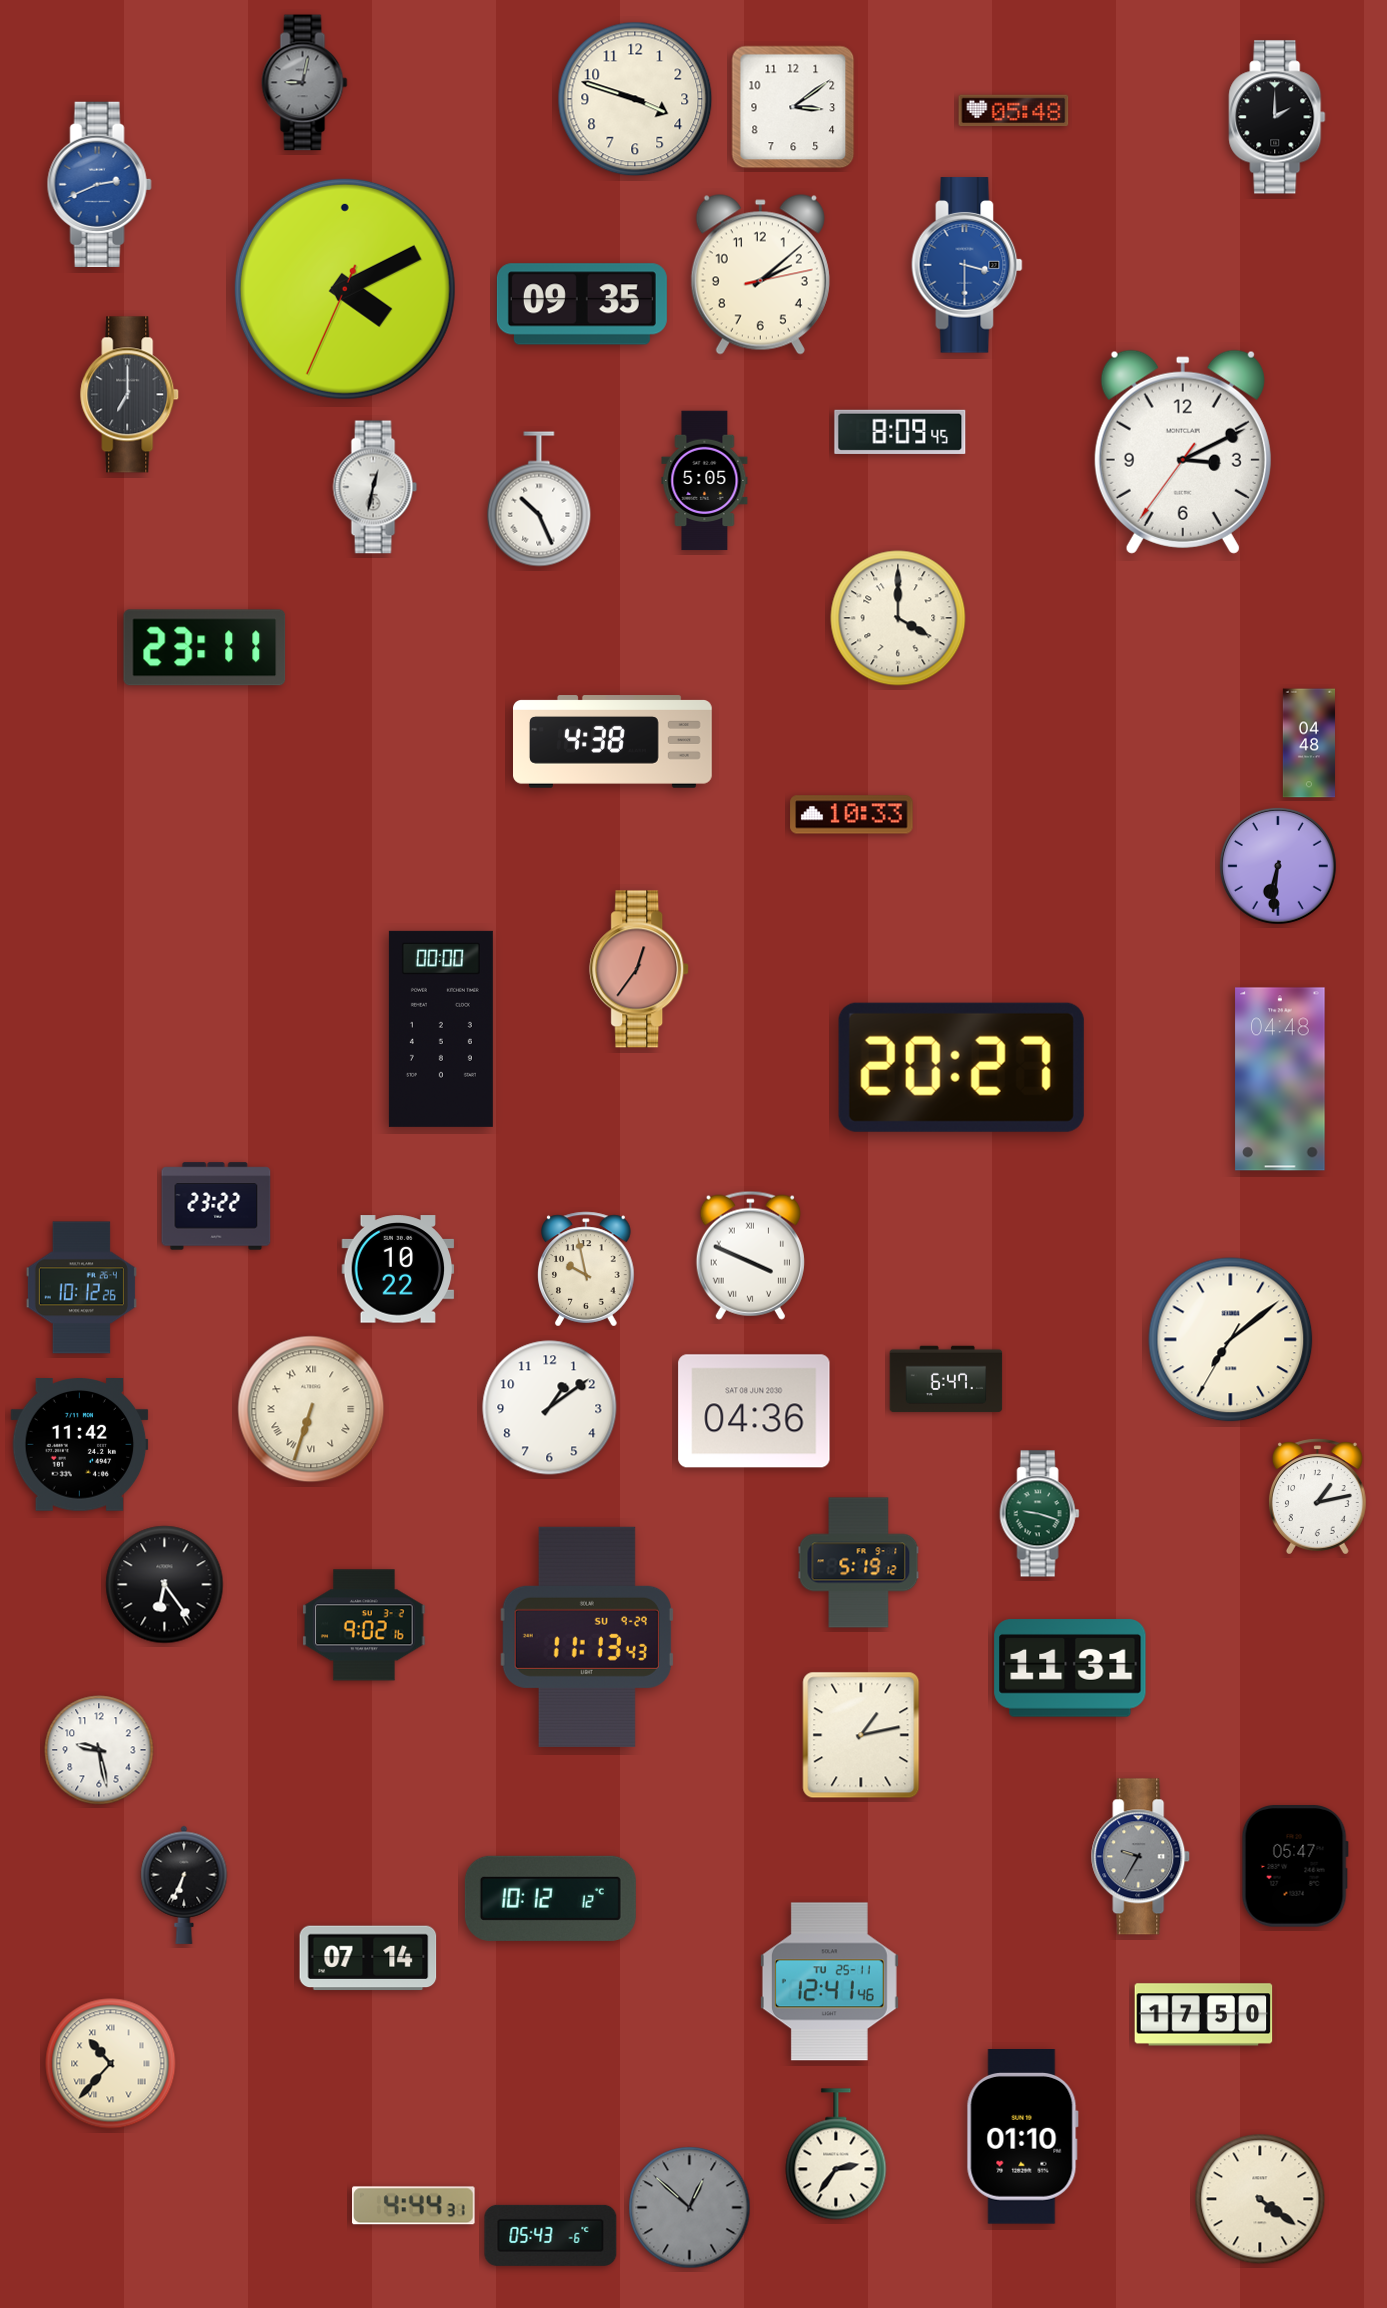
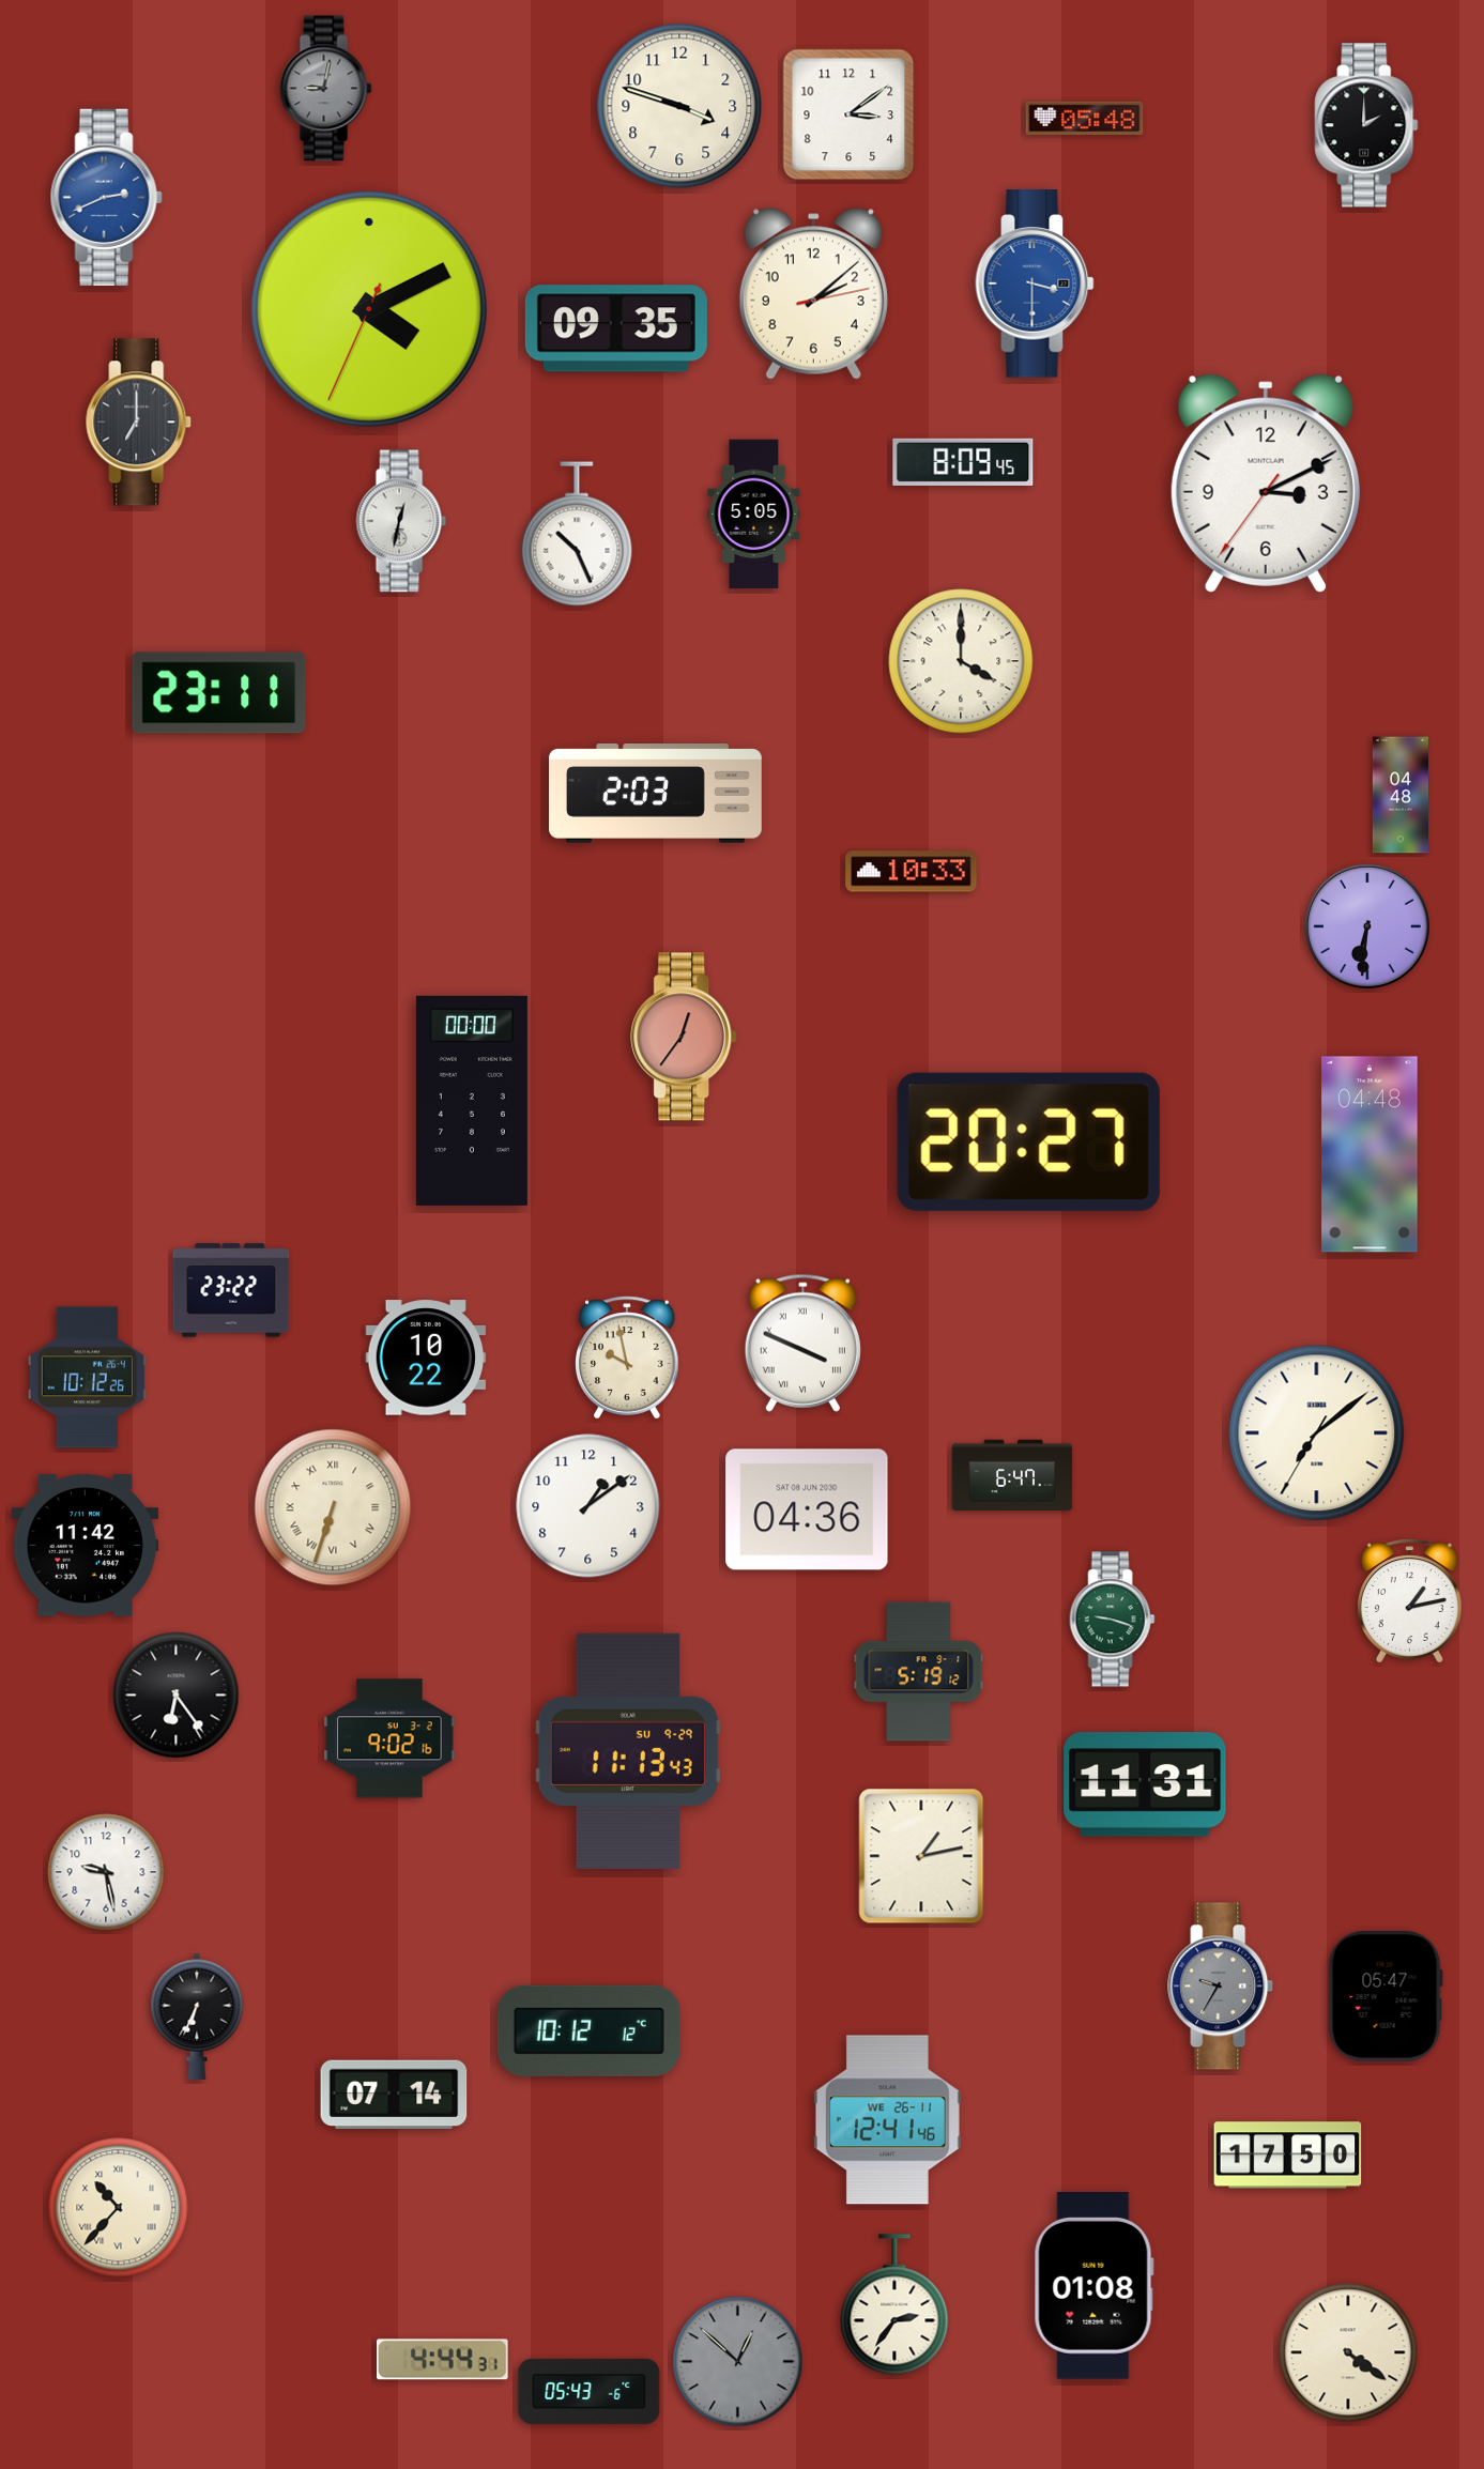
clock at (582, 304) position: (582, 304) -> (616, 328)
clock at (613, 742): 4:38 -> 2:03
clock at (829, 1982) date: TU 25-11 -> WE 26-11
clock at (1022, 2137): 01:10 -> 01:08
